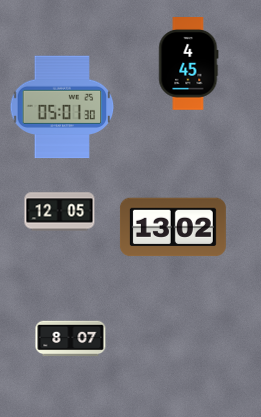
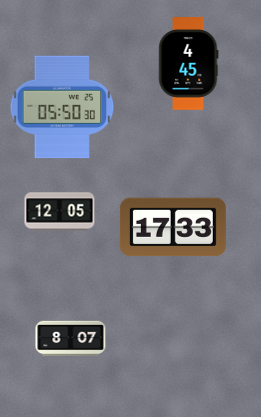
clock at (62, 107): 05:01 -> 05:50
clock at (173, 227): 13:02 -> 17:33
